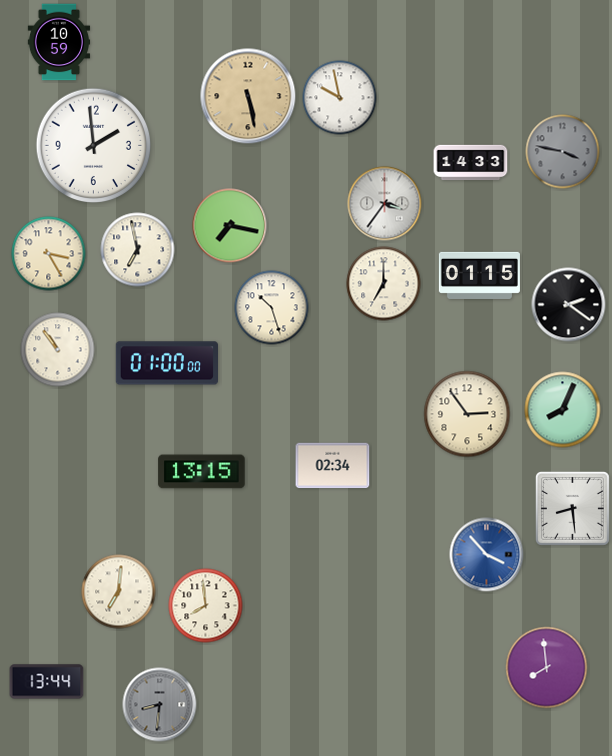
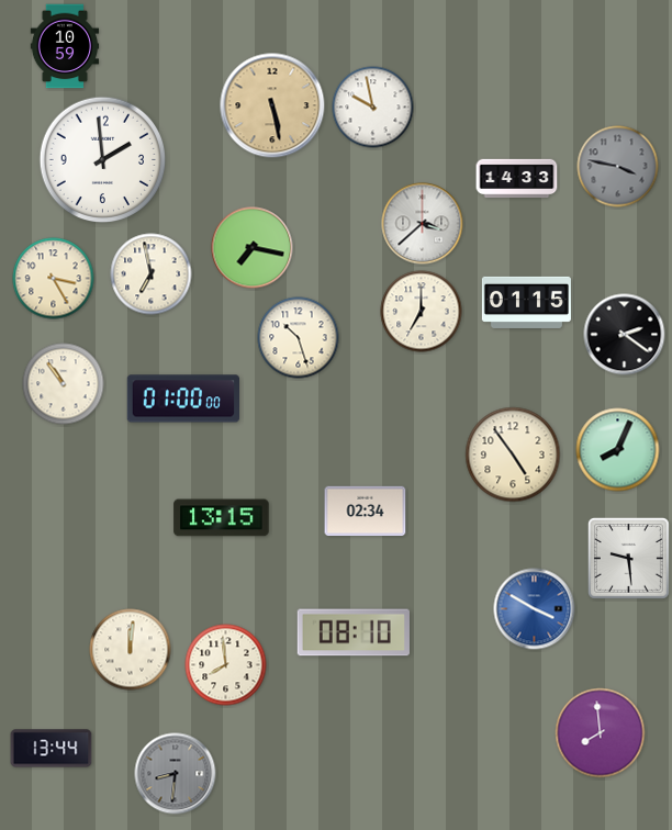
clock at (385, 204): 3:36 -> 3:38
clock at (467, 414): 2:54 -> 4:54
clock at (572, 508): 8:29 -> 9:29
clock at (487, 555): 3:53 -> 3:50
clock at (352, 632): none -> 08:10
clock at (119, 592): 7:01 -> 12:01
